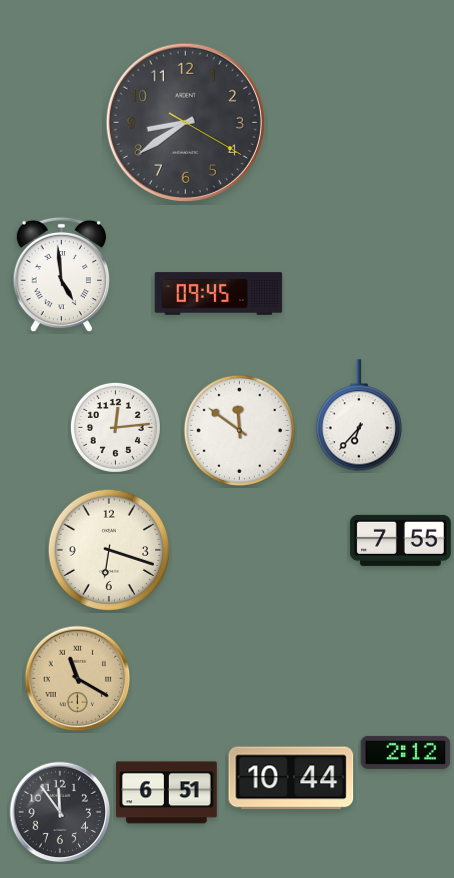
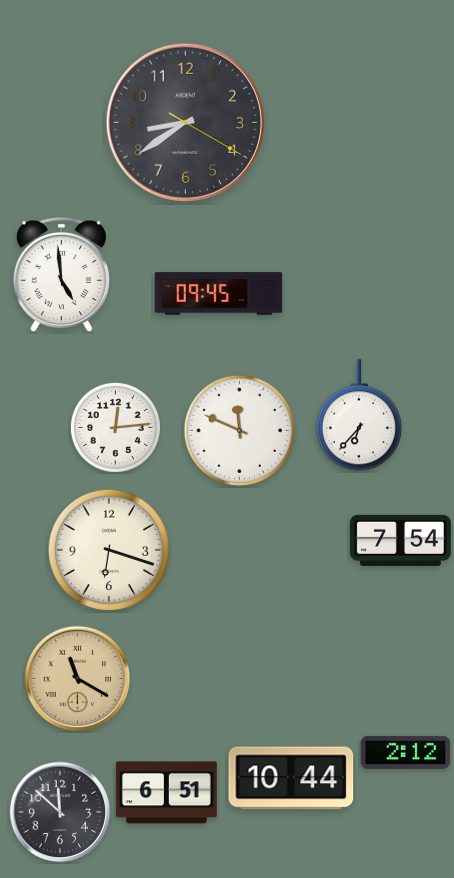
clock at (239, 430): 11:51 -> 11:49
clock at (400, 540): 7:55 -> 7:54
clock at (60, 812): 11:54 -> 11:52
